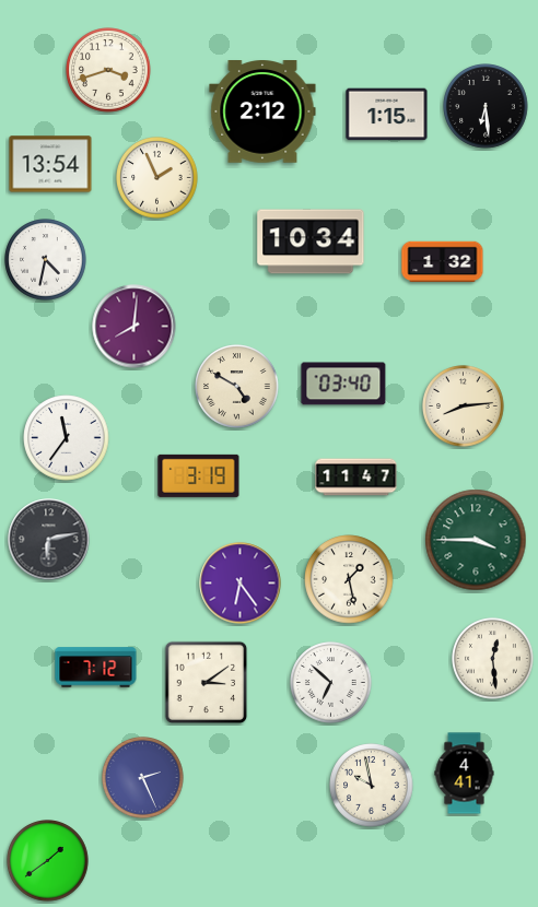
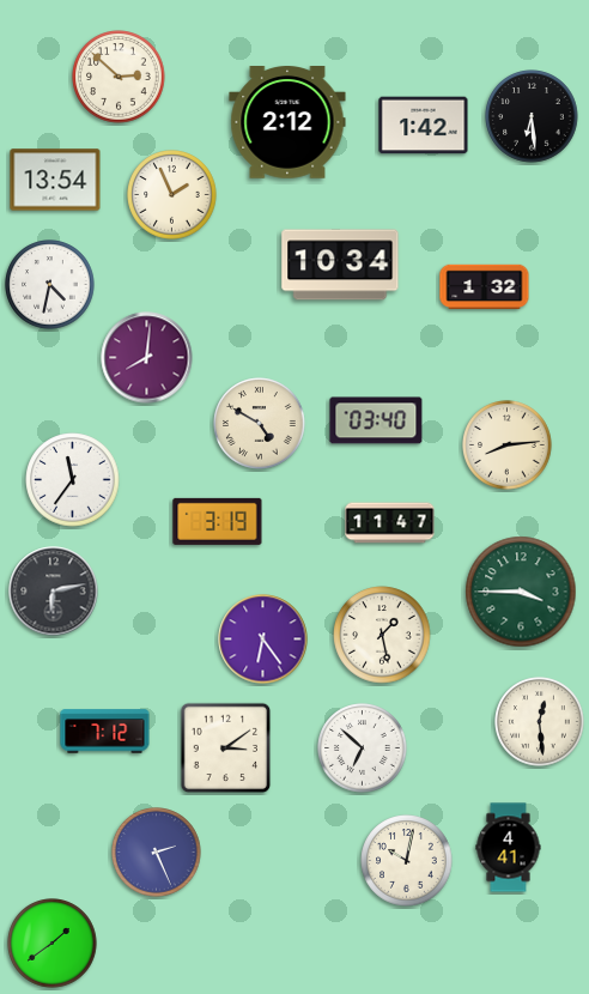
clock at (108, 70): 3:42 -> 2:52
clock at (387, 115): 1:15 -> 1:42
clock at (372, 786): 9:58 -> 10:02
